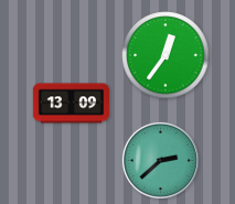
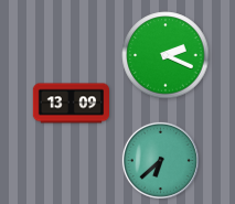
clock at (165, 55): 12:36 -> 2:19
clock at (160, 160): 2:38 -> 6:38
